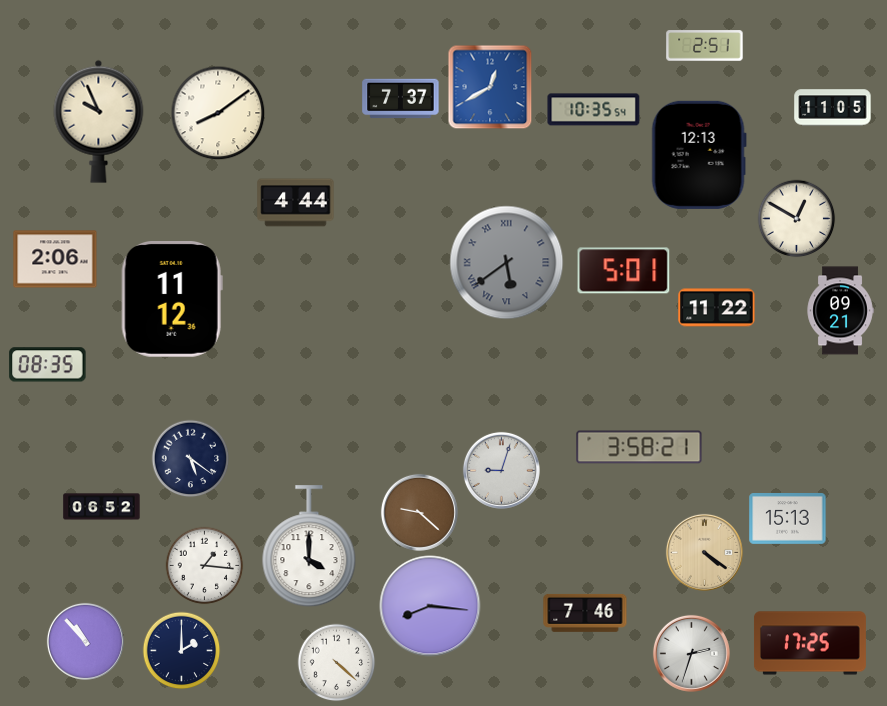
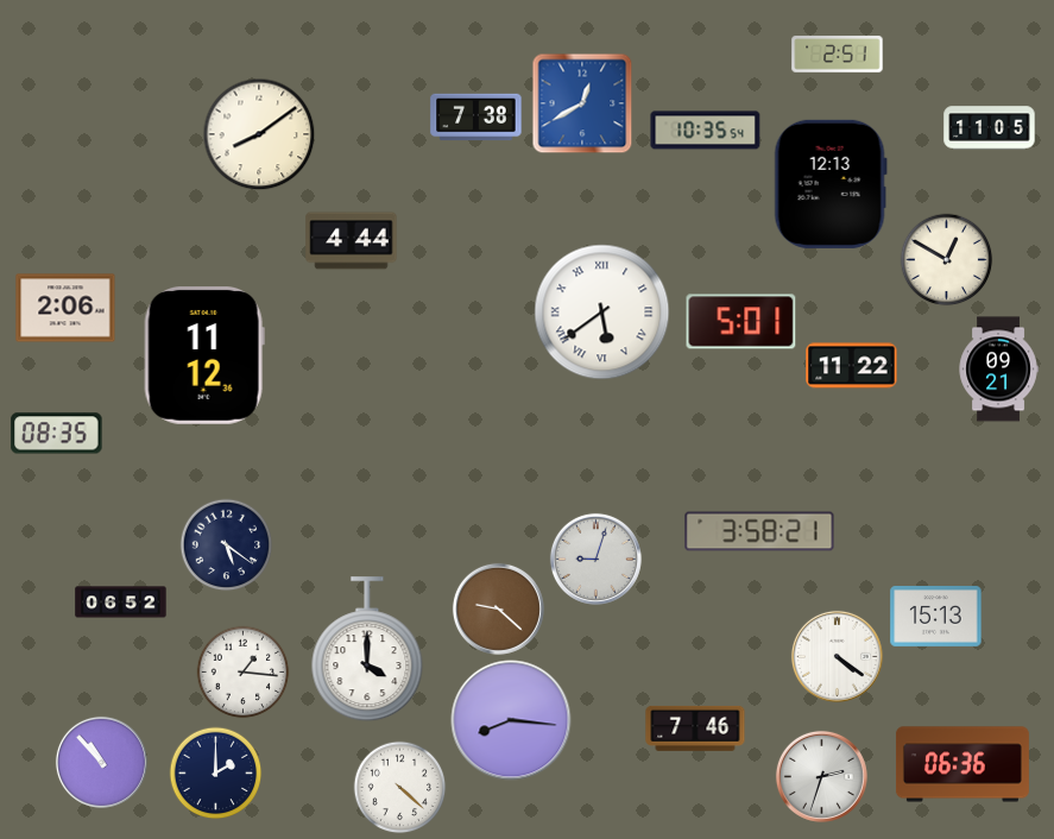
clock at (401, 99): 7:37 -> 7:38
clock at (99, 121): 9:56 -> none
clock at (507, 263) dial: grey -> white
clock at (704, 552) dial: champagne -> white
clock at (810, 643): 17:25 -> 06:36
